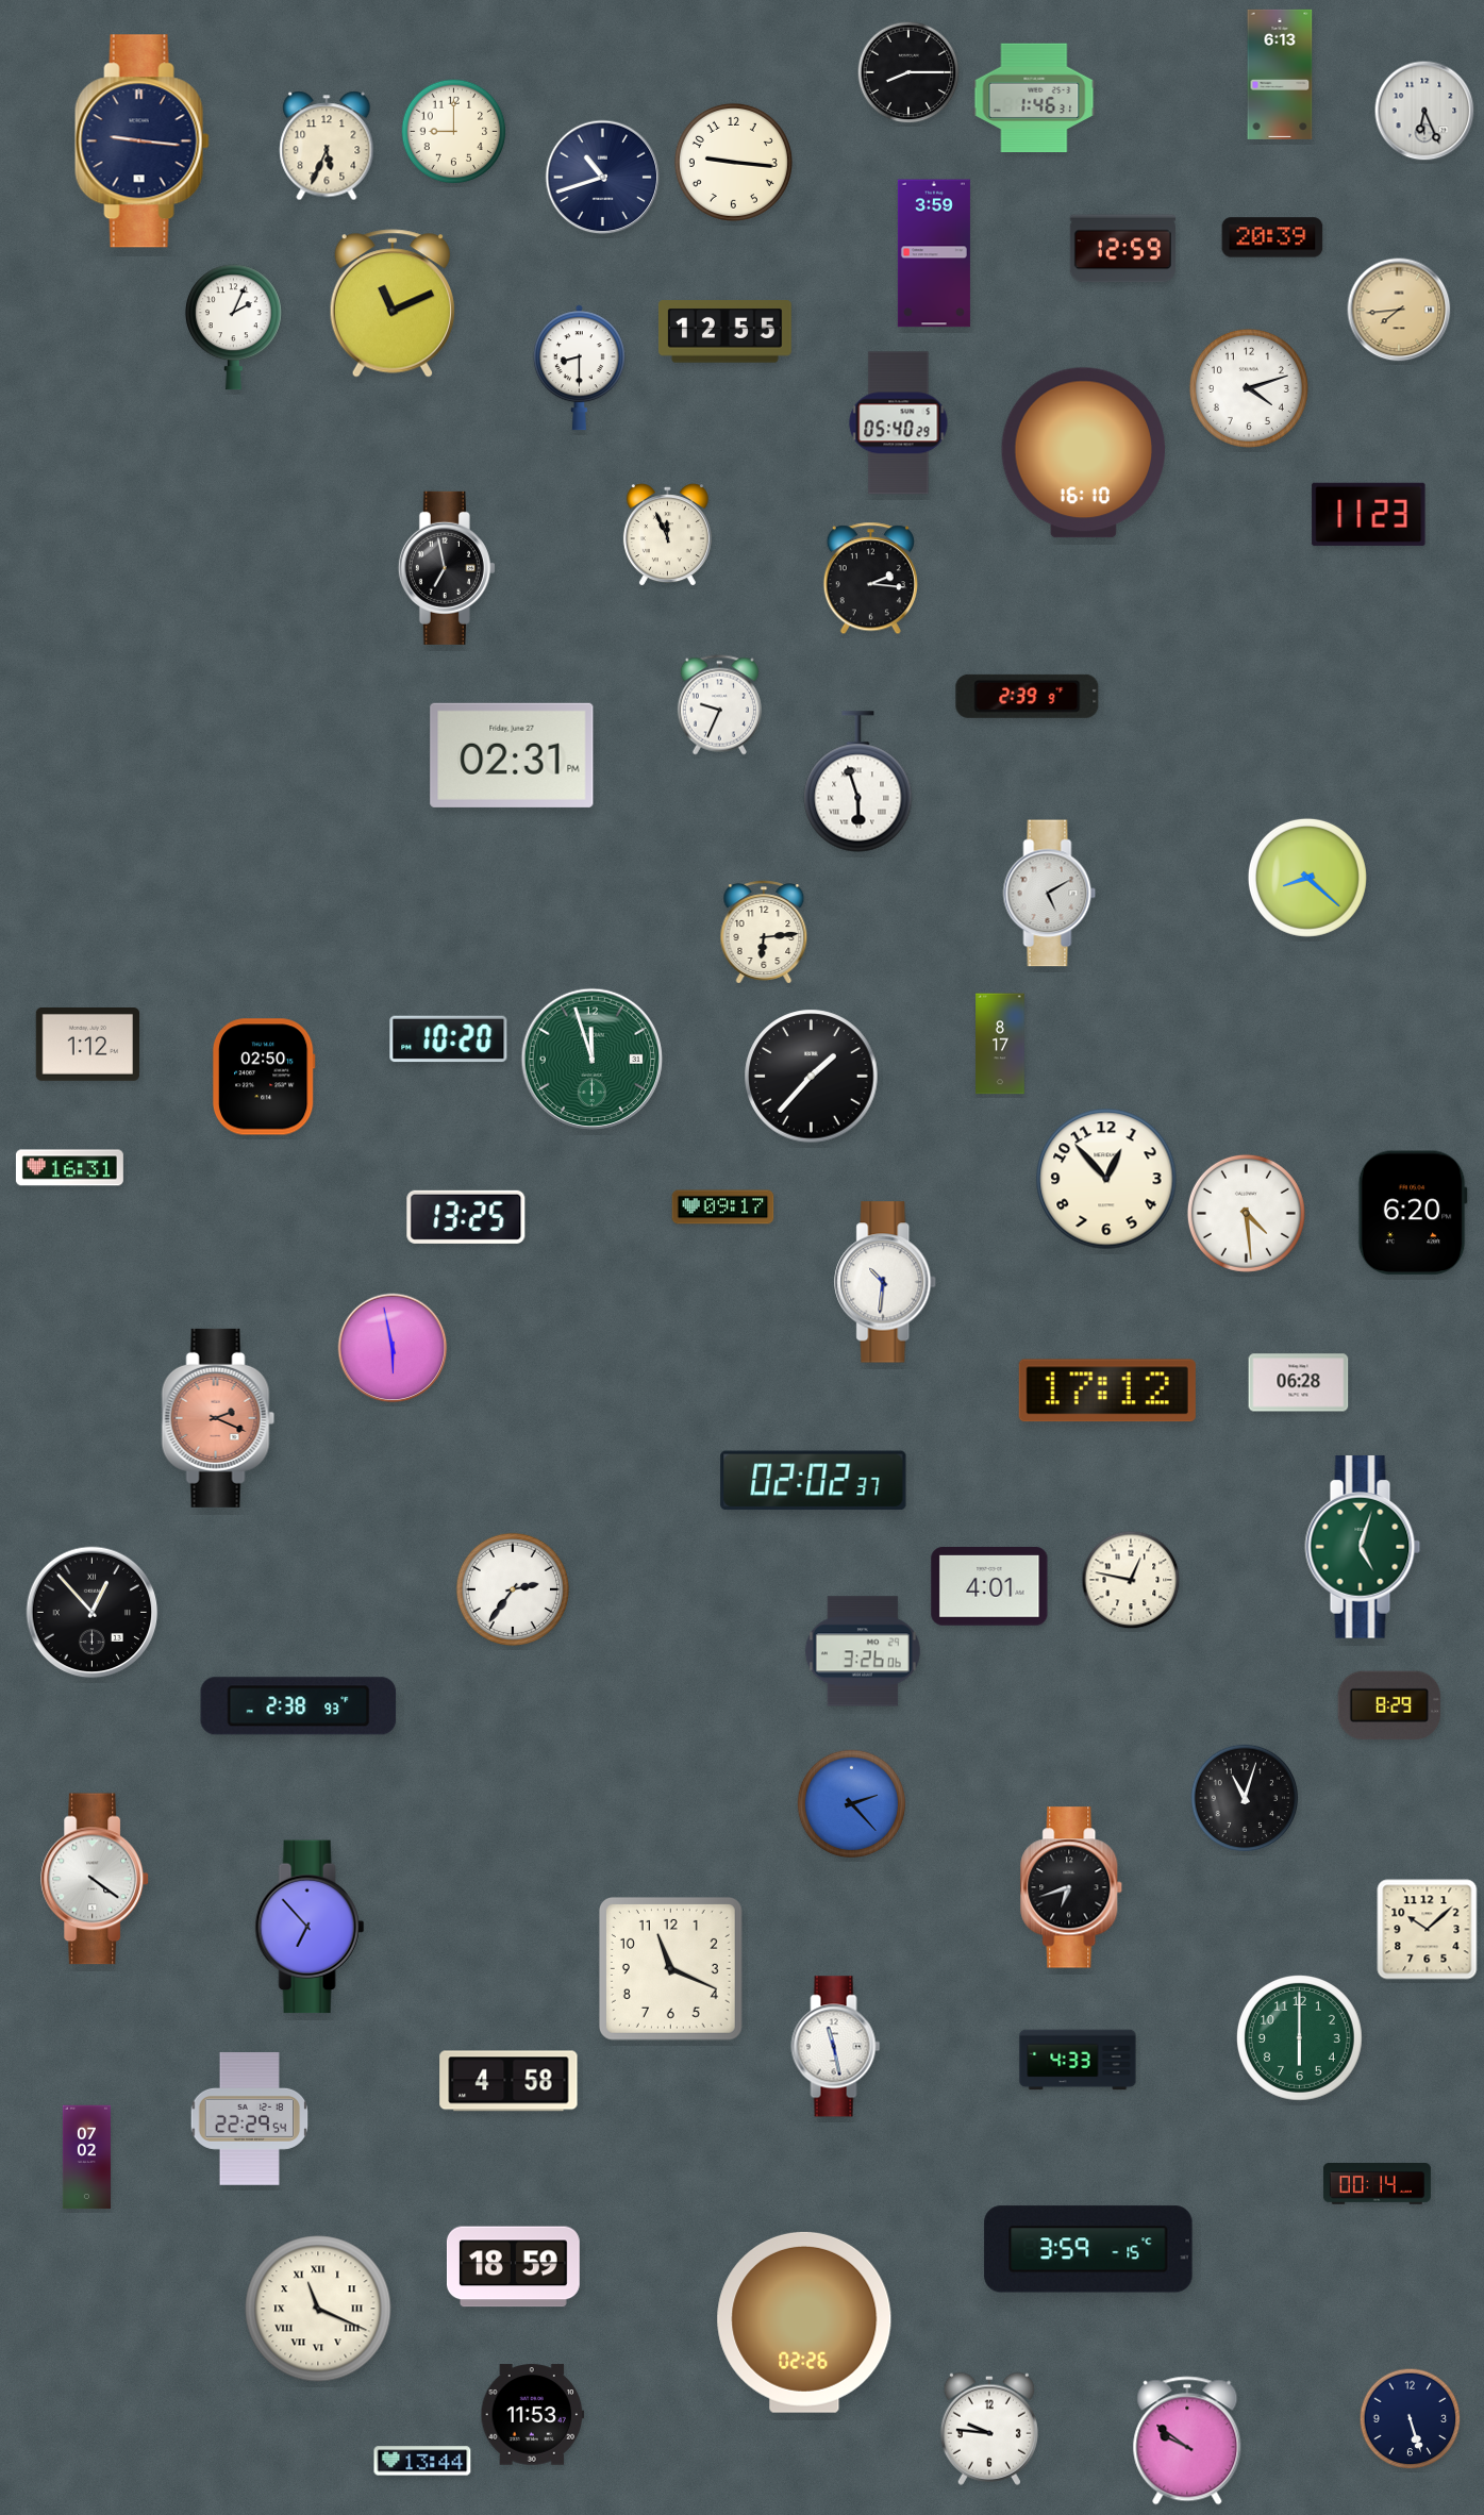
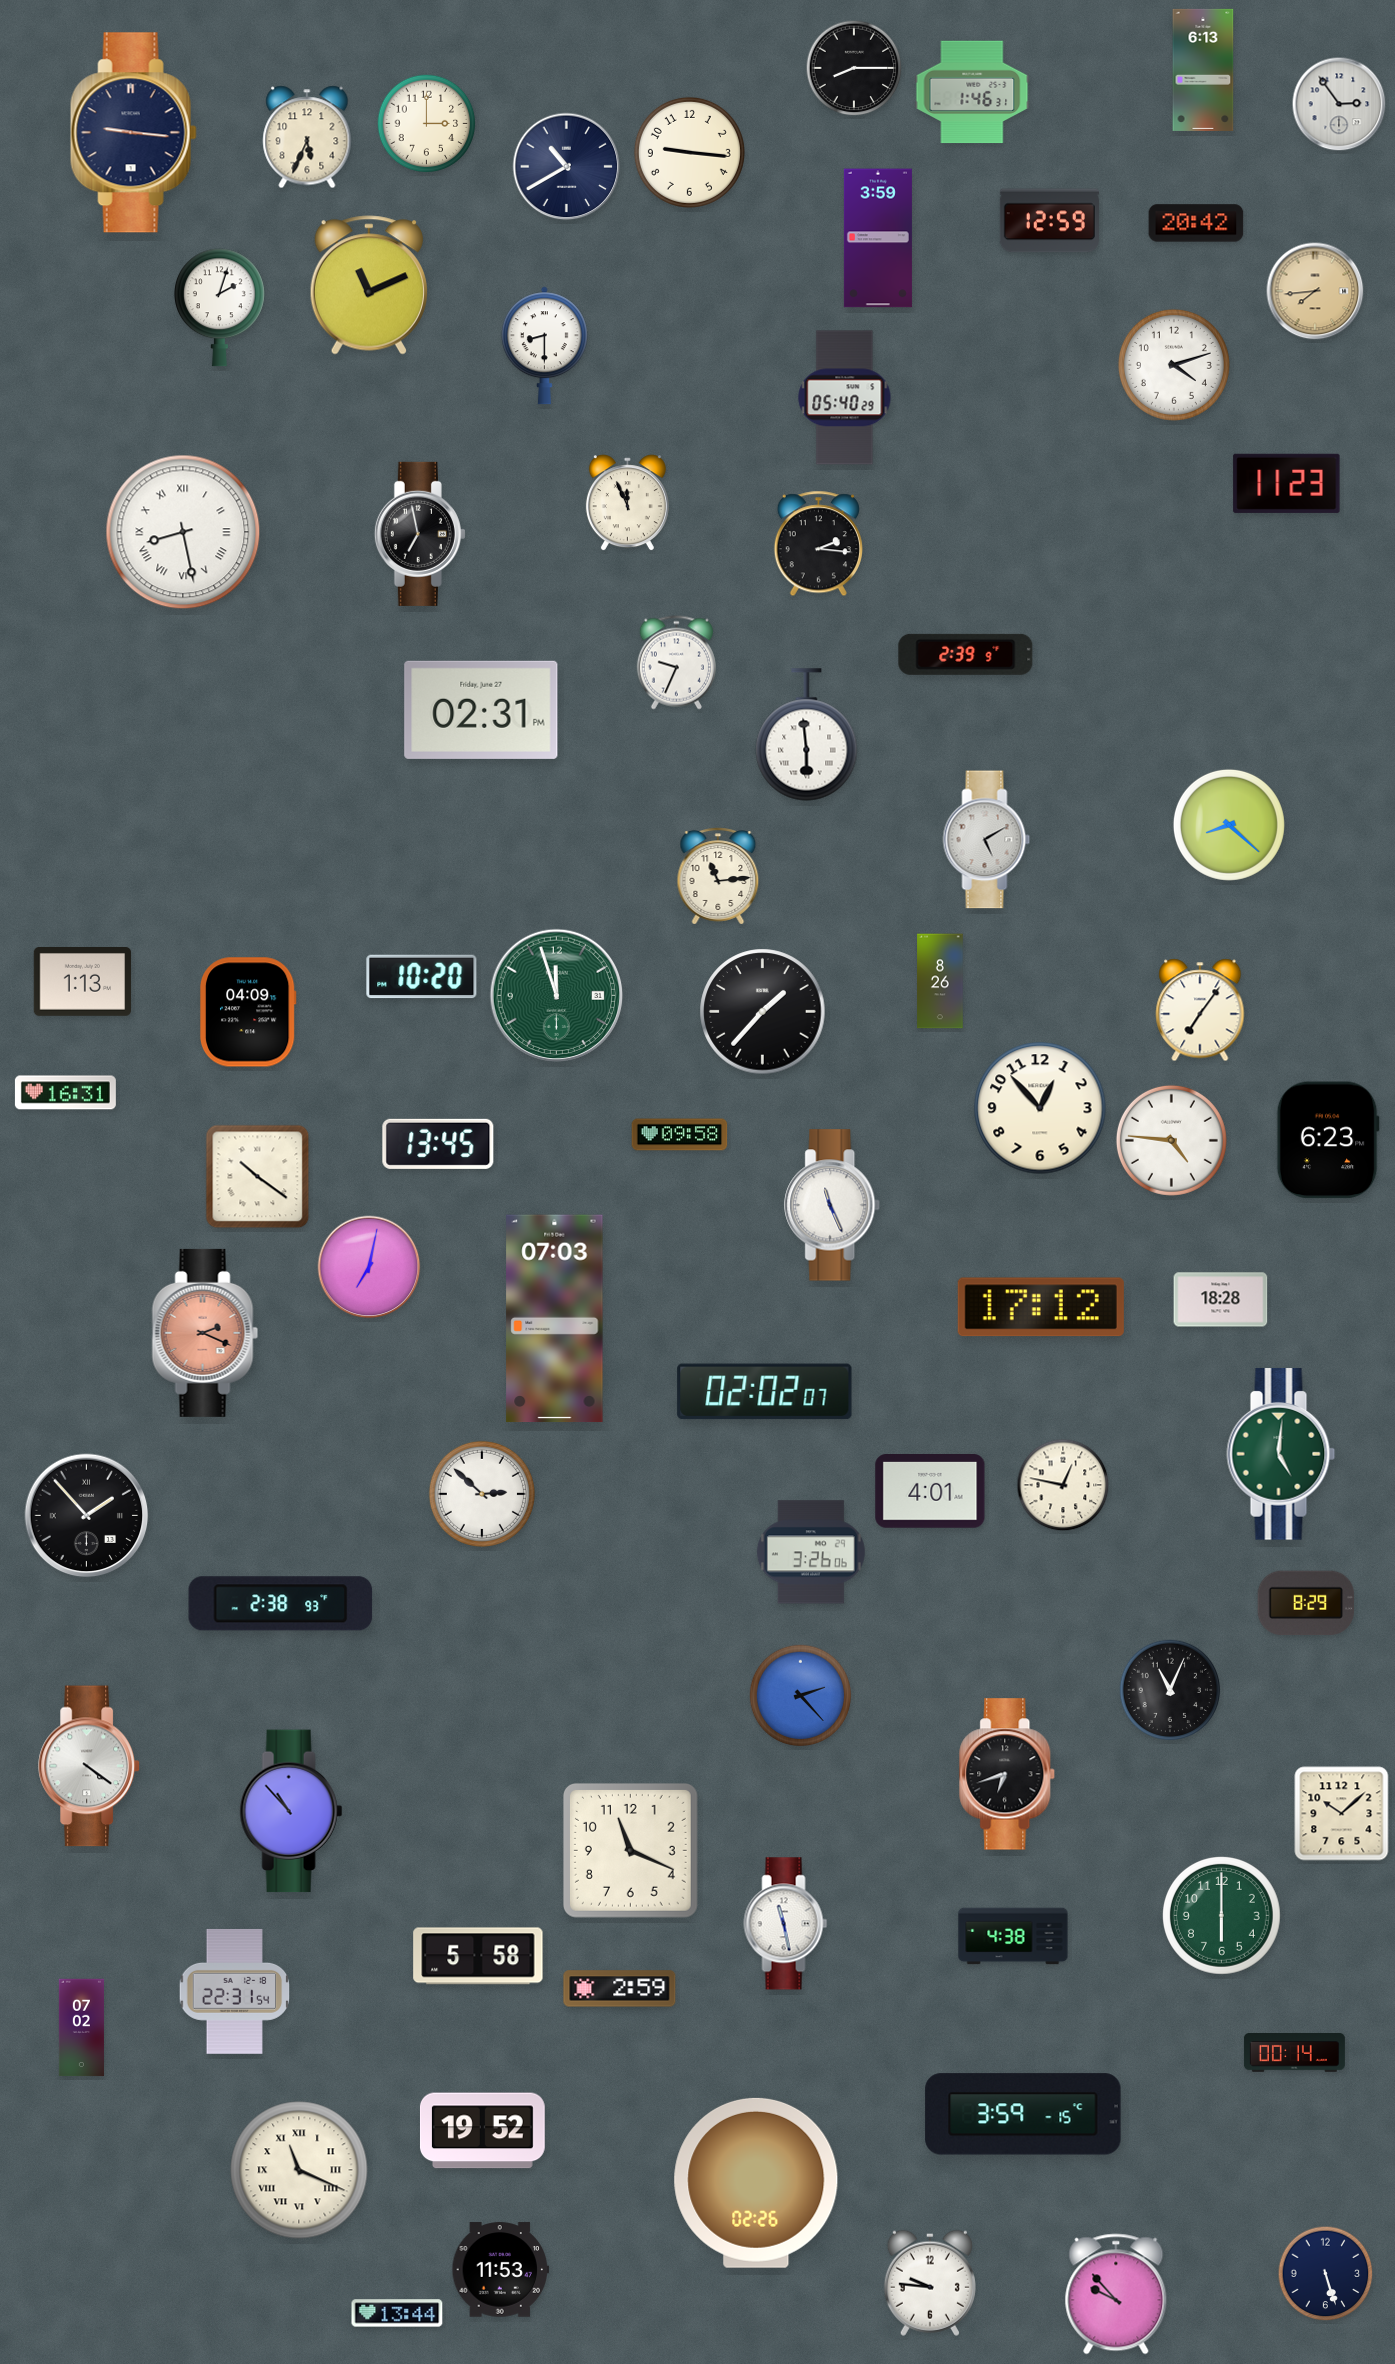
clock at (1424, 111): 6:26 -> 2:54
clock at (454, 132): 9:00 -> 3:00
clock at (603, 178): 10:42 -> 10:40
clock at (1272, 237): 20:39 -> 20:42
clock at (1122, 249) position: (1122, 249) -> (1049, 221)
clock at (233, 328): 2:04 -> 2:03
clock at (724, 332): 12:55 -> none
clock at (1083, 453): 16:10 -> none
clock at (183, 532): none -> 8:28
clock at (858, 782): 5:57 -> 5:59
clock at (764, 932): 6:14 -> 11:14
clock at (1000, 1044): 8:17 -> 8:26
clock at (88, 1045): 1:12 -> 1:13
clock at (1200, 1010): none -> 7:06
clock at (264, 1077): 02:50 -> 04:09
clock at (69, 1168) position: (69, 1168) -> (65, 1093)
clock at (723, 1207): 09:17 -> 09:58
clock at (1246, 1213): 4:29 -> 4:46
clock at (1413, 1213): 6:20 -> 6:23
clock at (466, 1217): 13:25 -> 13:45
clock at (258, 1177): none -> 10:21
clock at (886, 1282): 10:31 -> 11:26
clock at (393, 1348): 5:58 -> 7:02
clock at (1299, 1383): 06:28 -> 18:28
clock at (555, 1319): none -> 07:03
clock at (814, 1481): 02:02:37 -> 02:02:07
clock at (1363, 1547): 5:03 -> 5:01
clock at (513, 1589): 2:36 -> 2:52
clock at (93, 1613): 12:53 -> 1:53
clock at (1245, 1798): 11:03 -> 11:04
clock at (310, 1927): 6:53 -> 10:53
clock at (1078, 2060): 4:33 -> 4:38
clock at (508, 2081): 4:58 -> 5:58
clock at (620, 1989): none -> 2:59
clock at (250, 2118): 22:29 -> 22:31
clock at (513, 2267): 18:59 -> 19:52
clock at (1187, 2441): 9:51 -> 9:53
